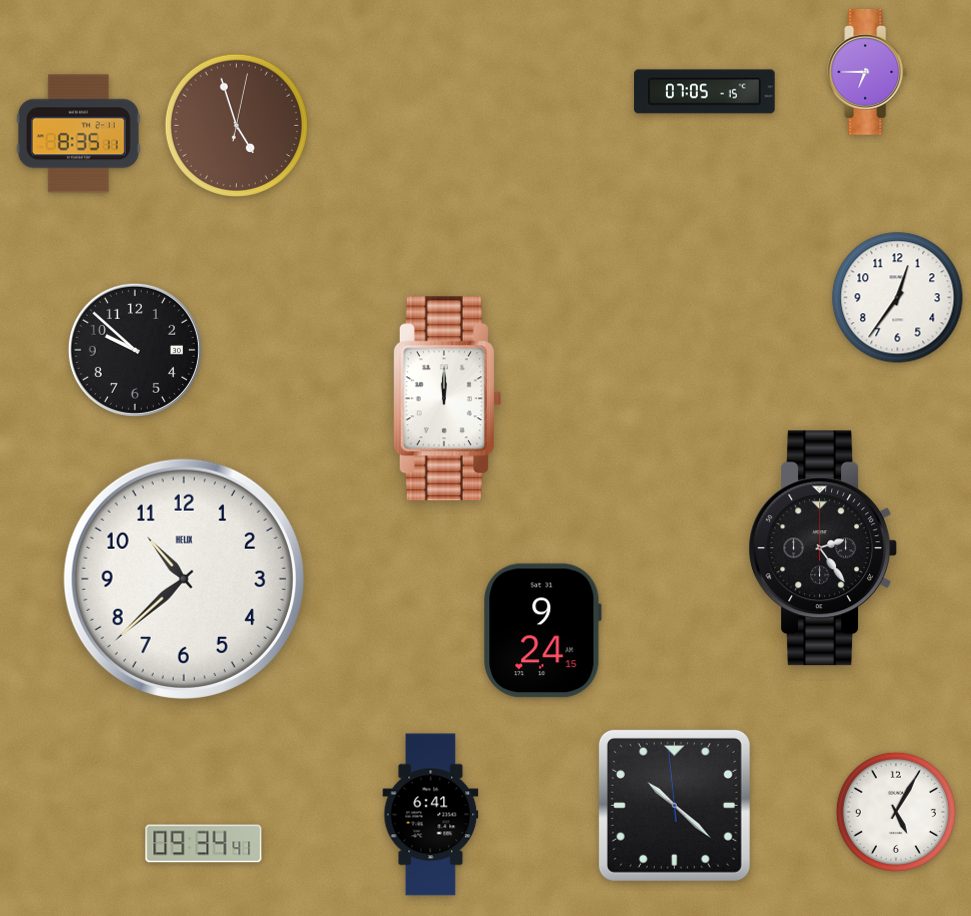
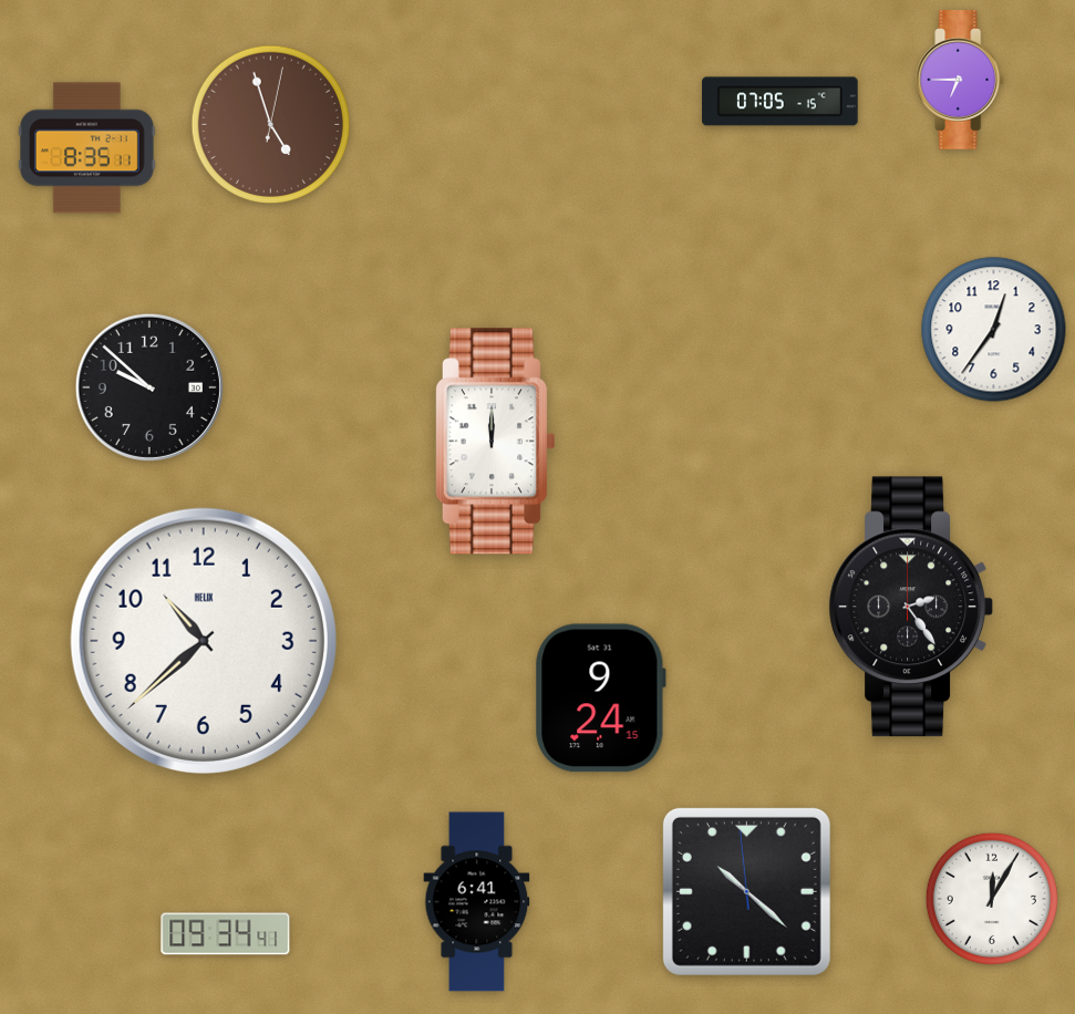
clock at (236, 125) position: (236, 125) -> (270, 124)
clock at (896, 812): 5:05 -> 12:05
